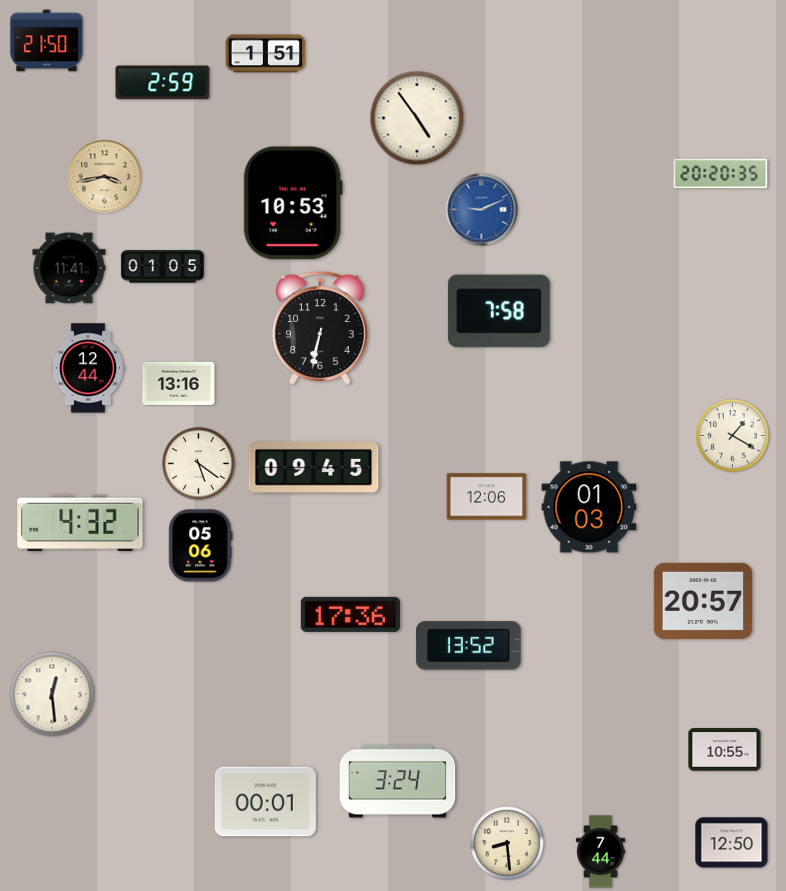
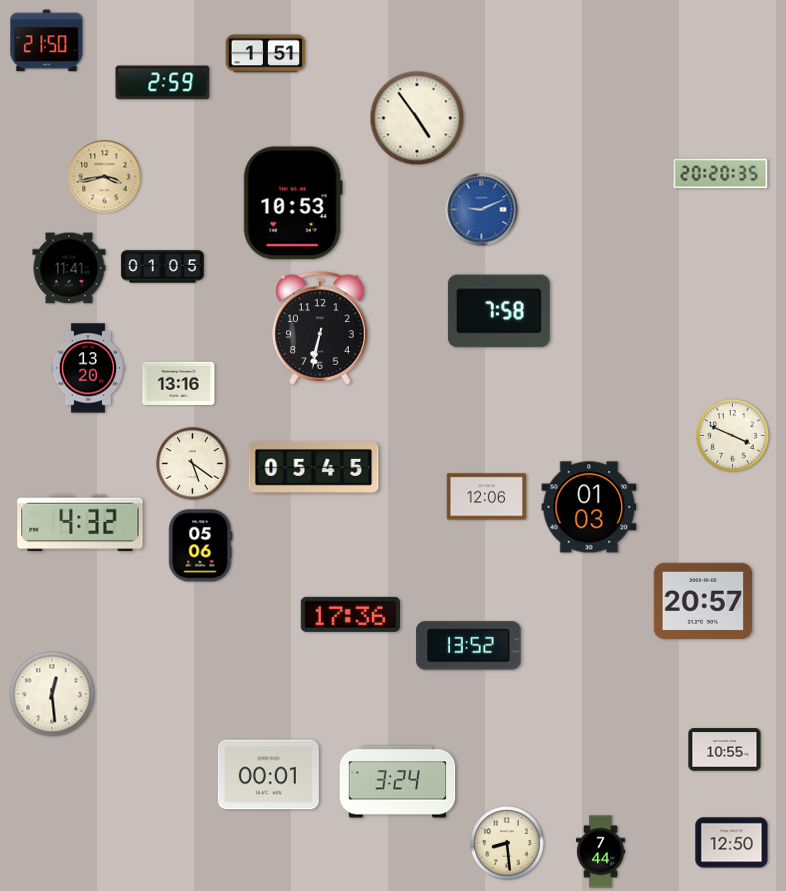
clock at (88, 368): 12:44 -> 13:20
clock at (733, 436): 1:20 -> 3:49
clock at (199, 464) position: (199, 464) -> (193, 464)
clock at (314, 467): 09:45 -> 05:45
clock at (265, 802) position: (265, 802) -> (268, 775)
